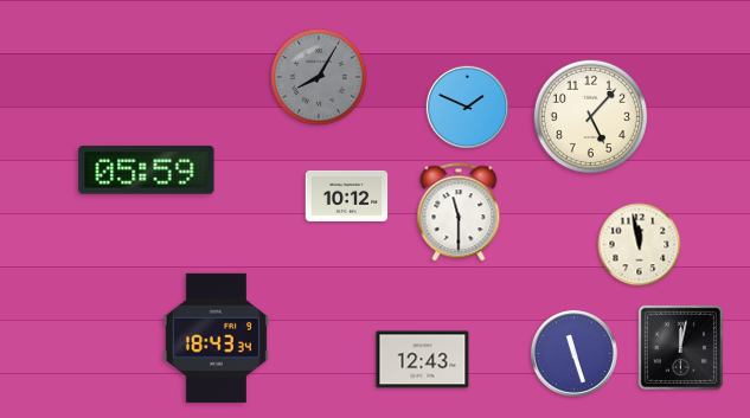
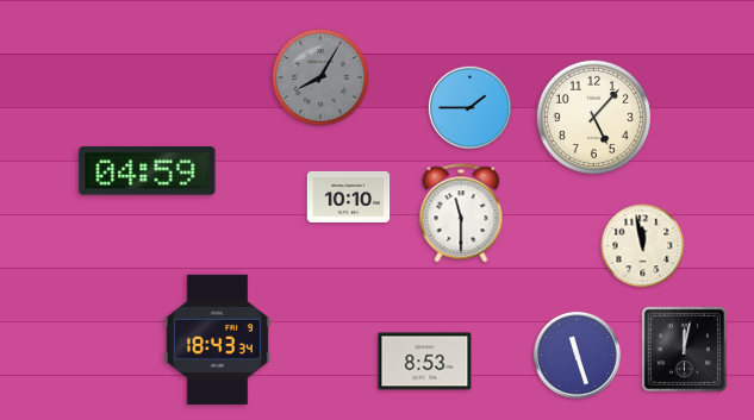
clock at (467, 107): 1:49 -> 1:45
clock at (147, 171): 05:59 -> 04:59
clock at (347, 195): 10:12 -> 10:10
clock at (423, 360): 12:43 -> 8:53
